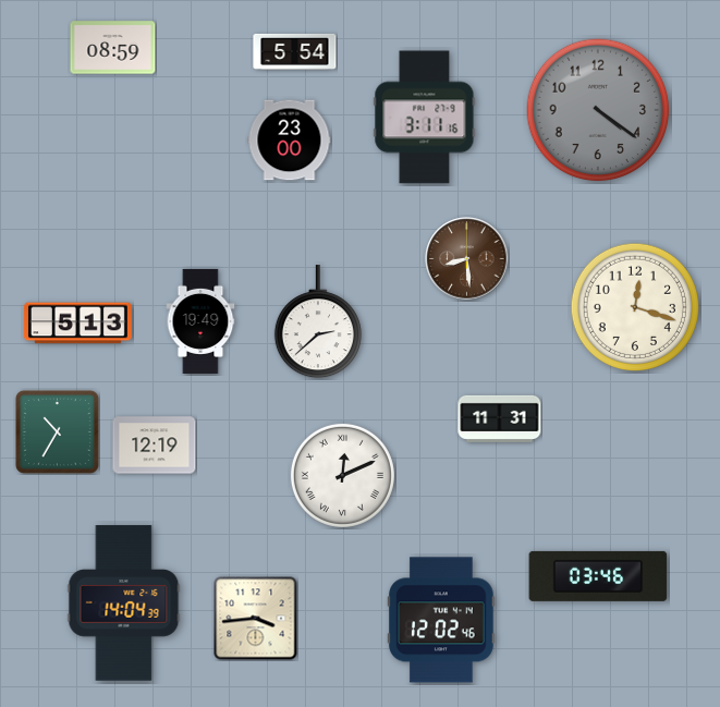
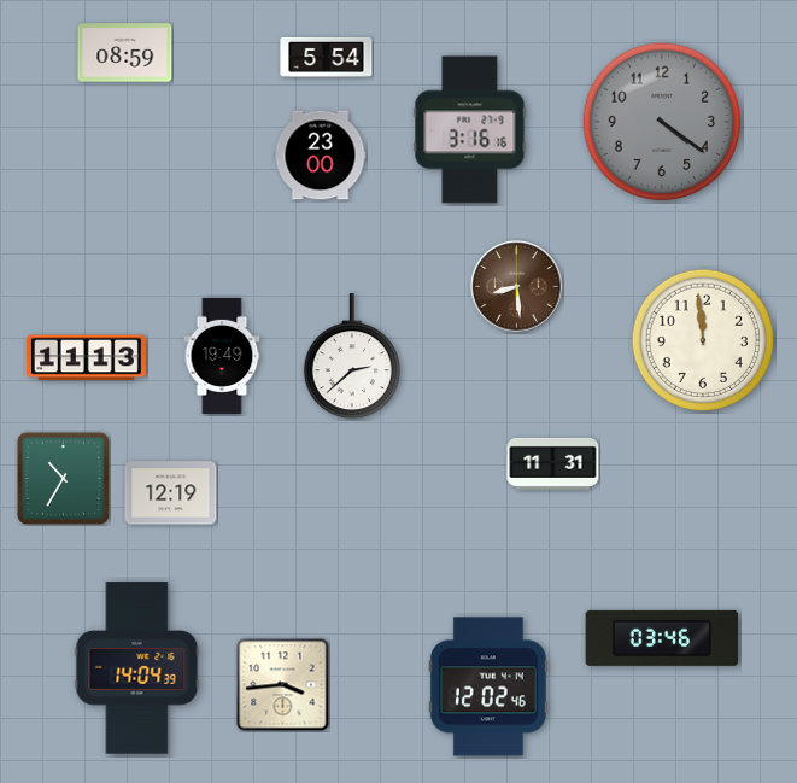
clock at (425, 118): 3:11 -> 3:16
clock at (634, 306): 12:18 -> 11:59
clock at (77, 324): 5:13 -> 11:13
clock at (342, 475): 12:11 -> none
